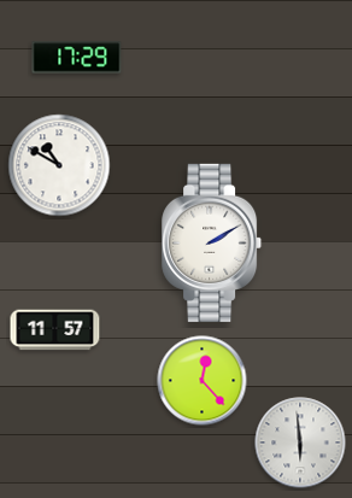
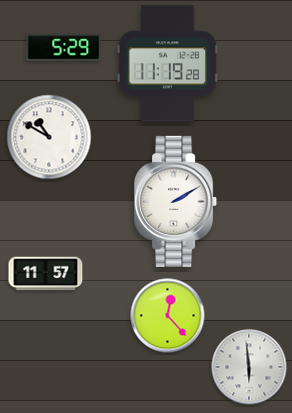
clock at (77, 58): 17:29 -> 5:29
clock at (167, 64): none -> 11:19
